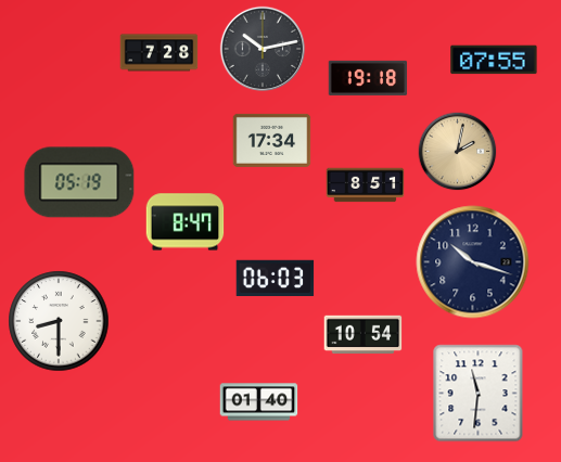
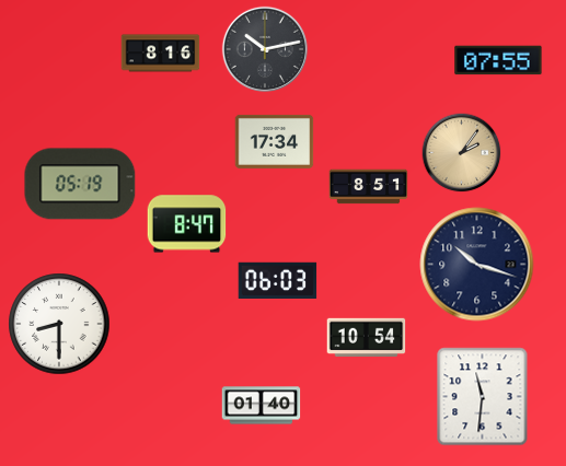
clock at (160, 53): 7:28 -> 8:16
clock at (368, 78): 19:18 -> none
clock at (458, 152): 2:02 -> 2:06
